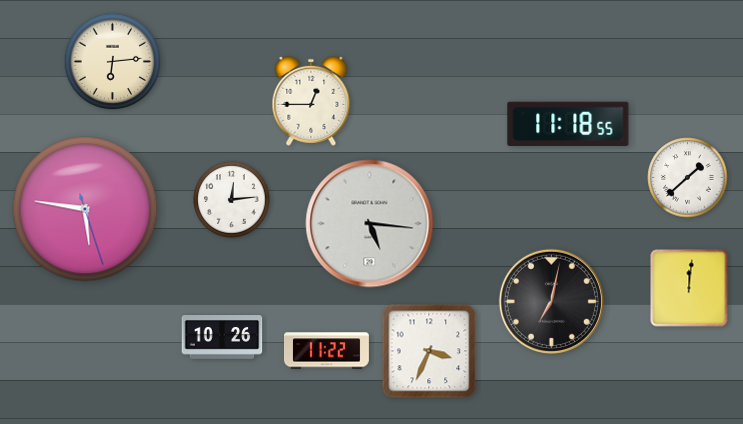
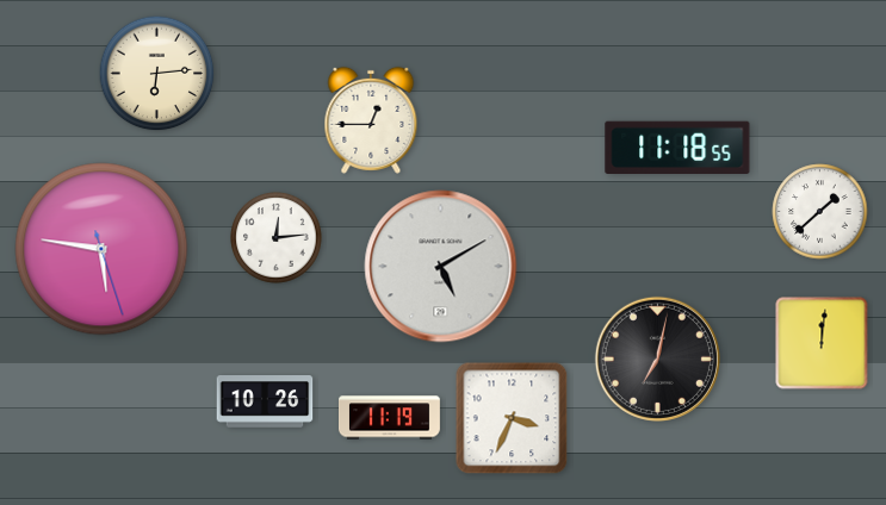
clock at (113, 62) position: (113, 62) -> (157, 74)
clock at (370, 224): 5:16 -> 5:10
clock at (327, 351): 11:22 -> 11:19
